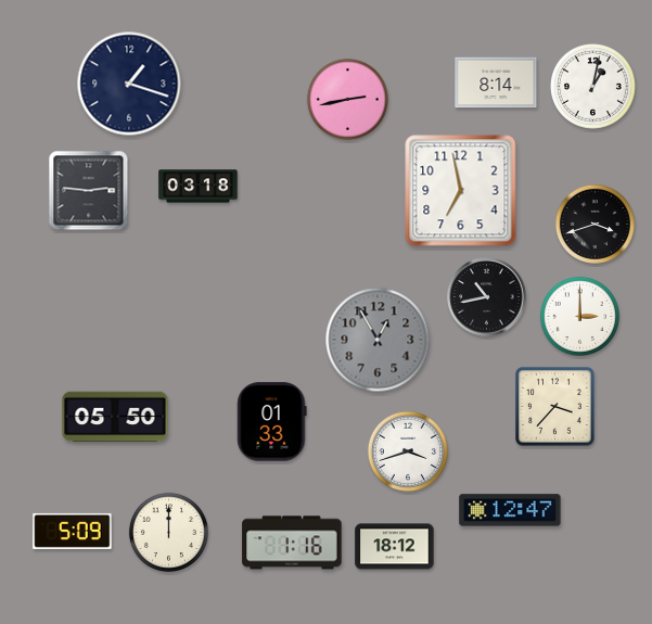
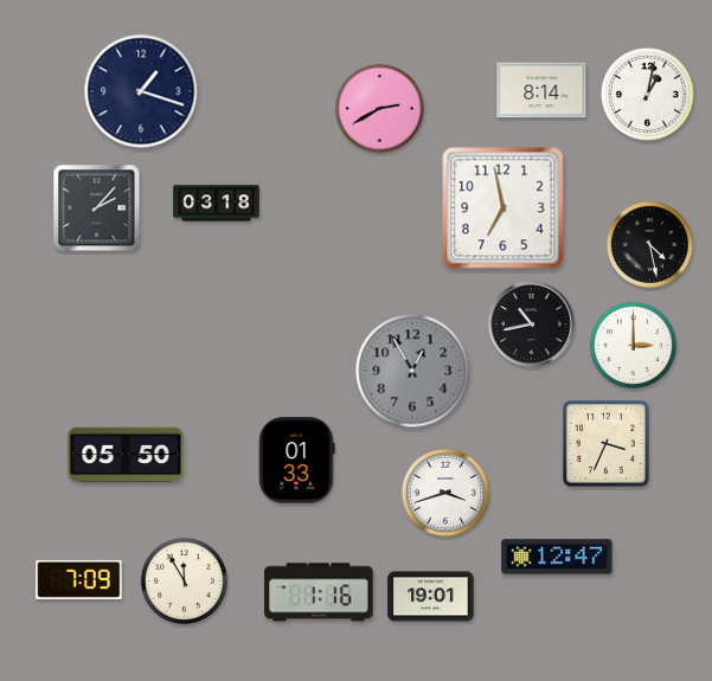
clock at (347, 99): 2:43 -> 2:40
clock at (89, 191): 2:46 -> 2:07
clock at (595, 224): 3:42 -> 4:28
clock at (555, 407): 3:37 -> 3:34
clock at (73, 531): 5:09 -> 7:09
clock at (168, 532): 12:00 -> 11:55
clock at (395, 547): 18:12 -> 19:01
